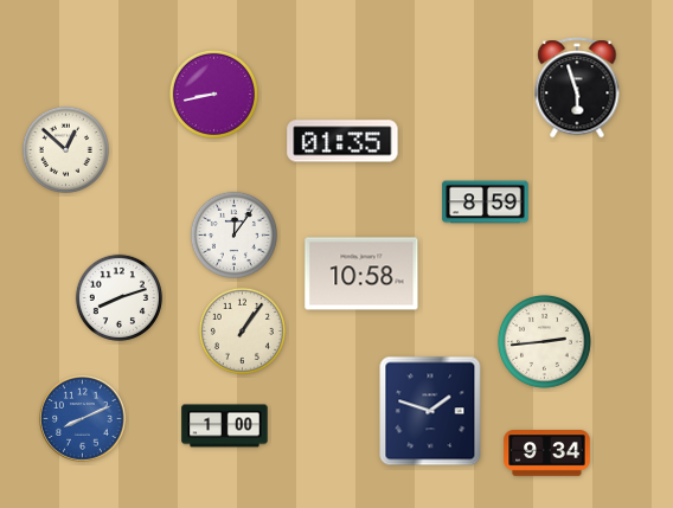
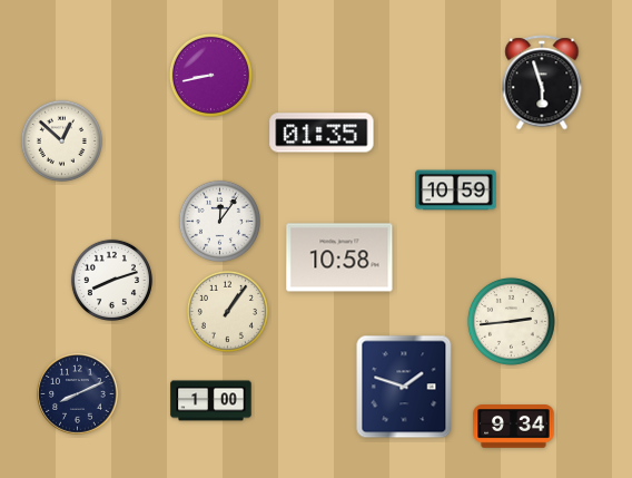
clock at (213, 94) position: (213, 94) -> (210, 75)
clock at (486, 202): 8:59 -> 10:59
clock at (83, 419) dial: blue -> navy
